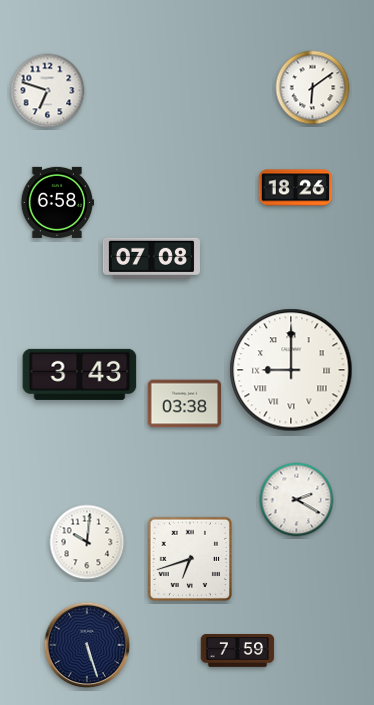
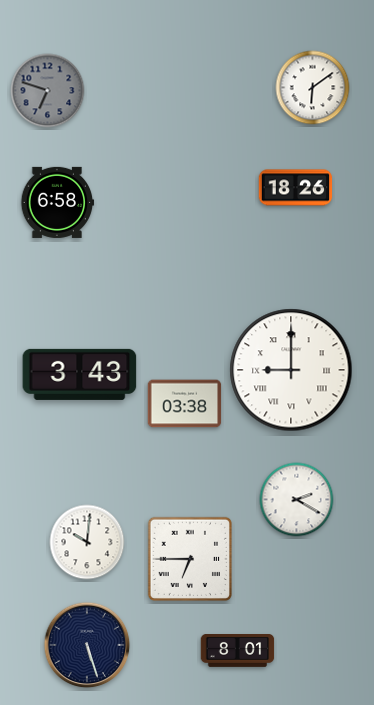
clock at (48, 91) dial: white -> grey
clock at (151, 258): 07:08 -> none
clock at (189, 558): 6:42 -> 6:45
clock at (238, 651): 7:59 -> 8:01
